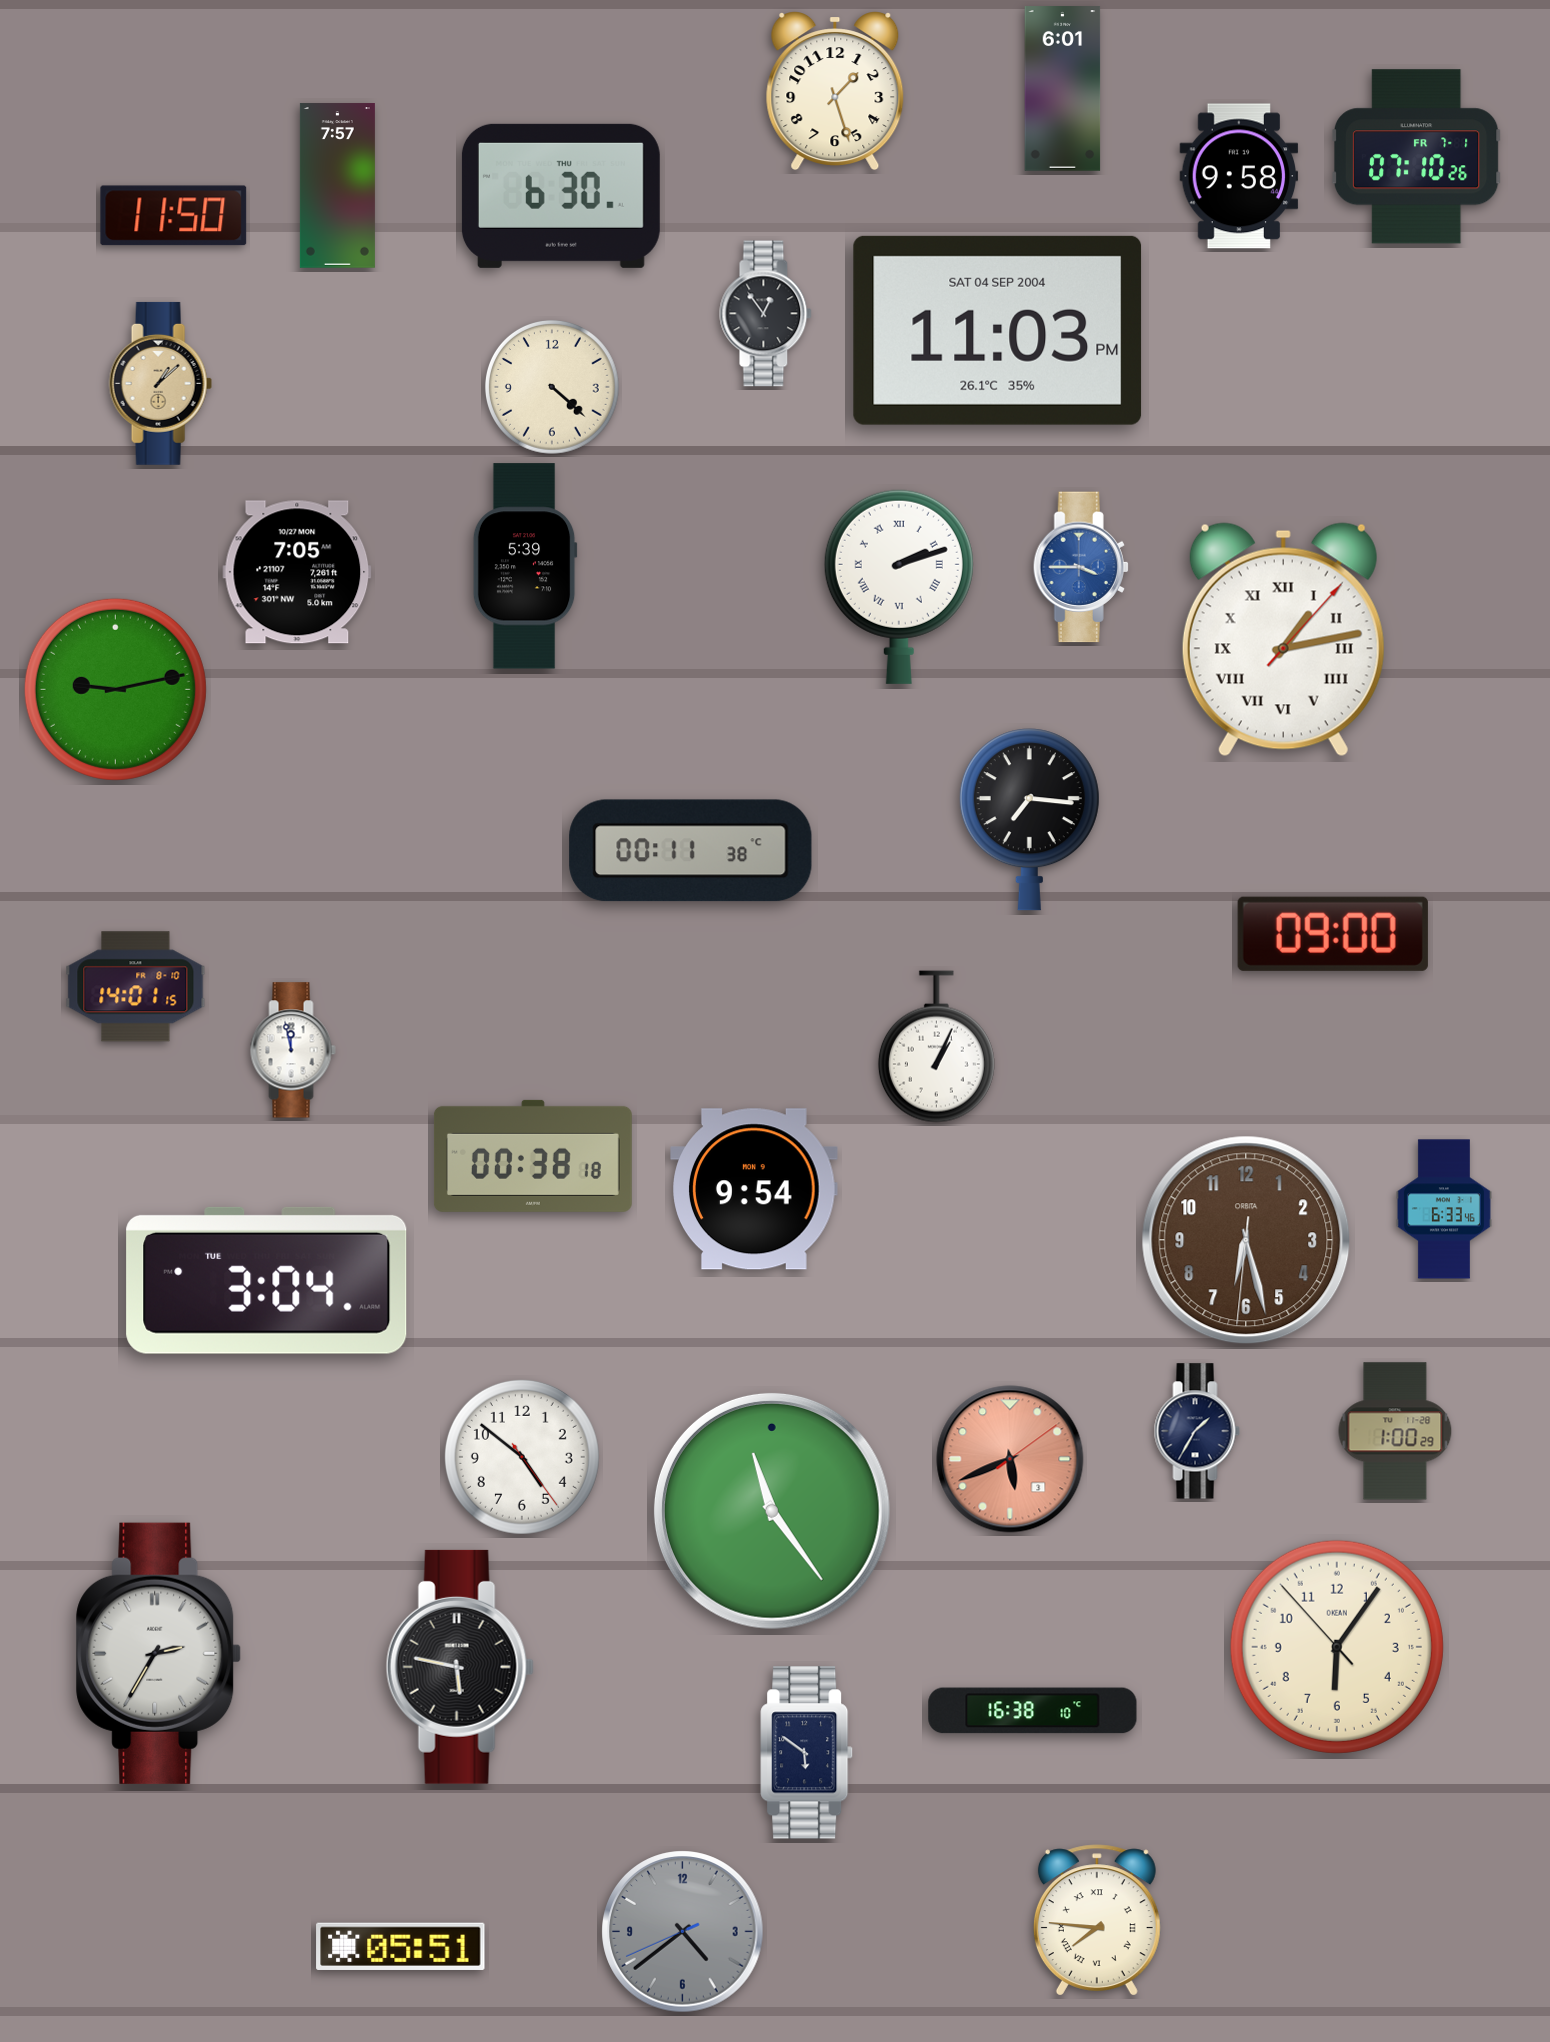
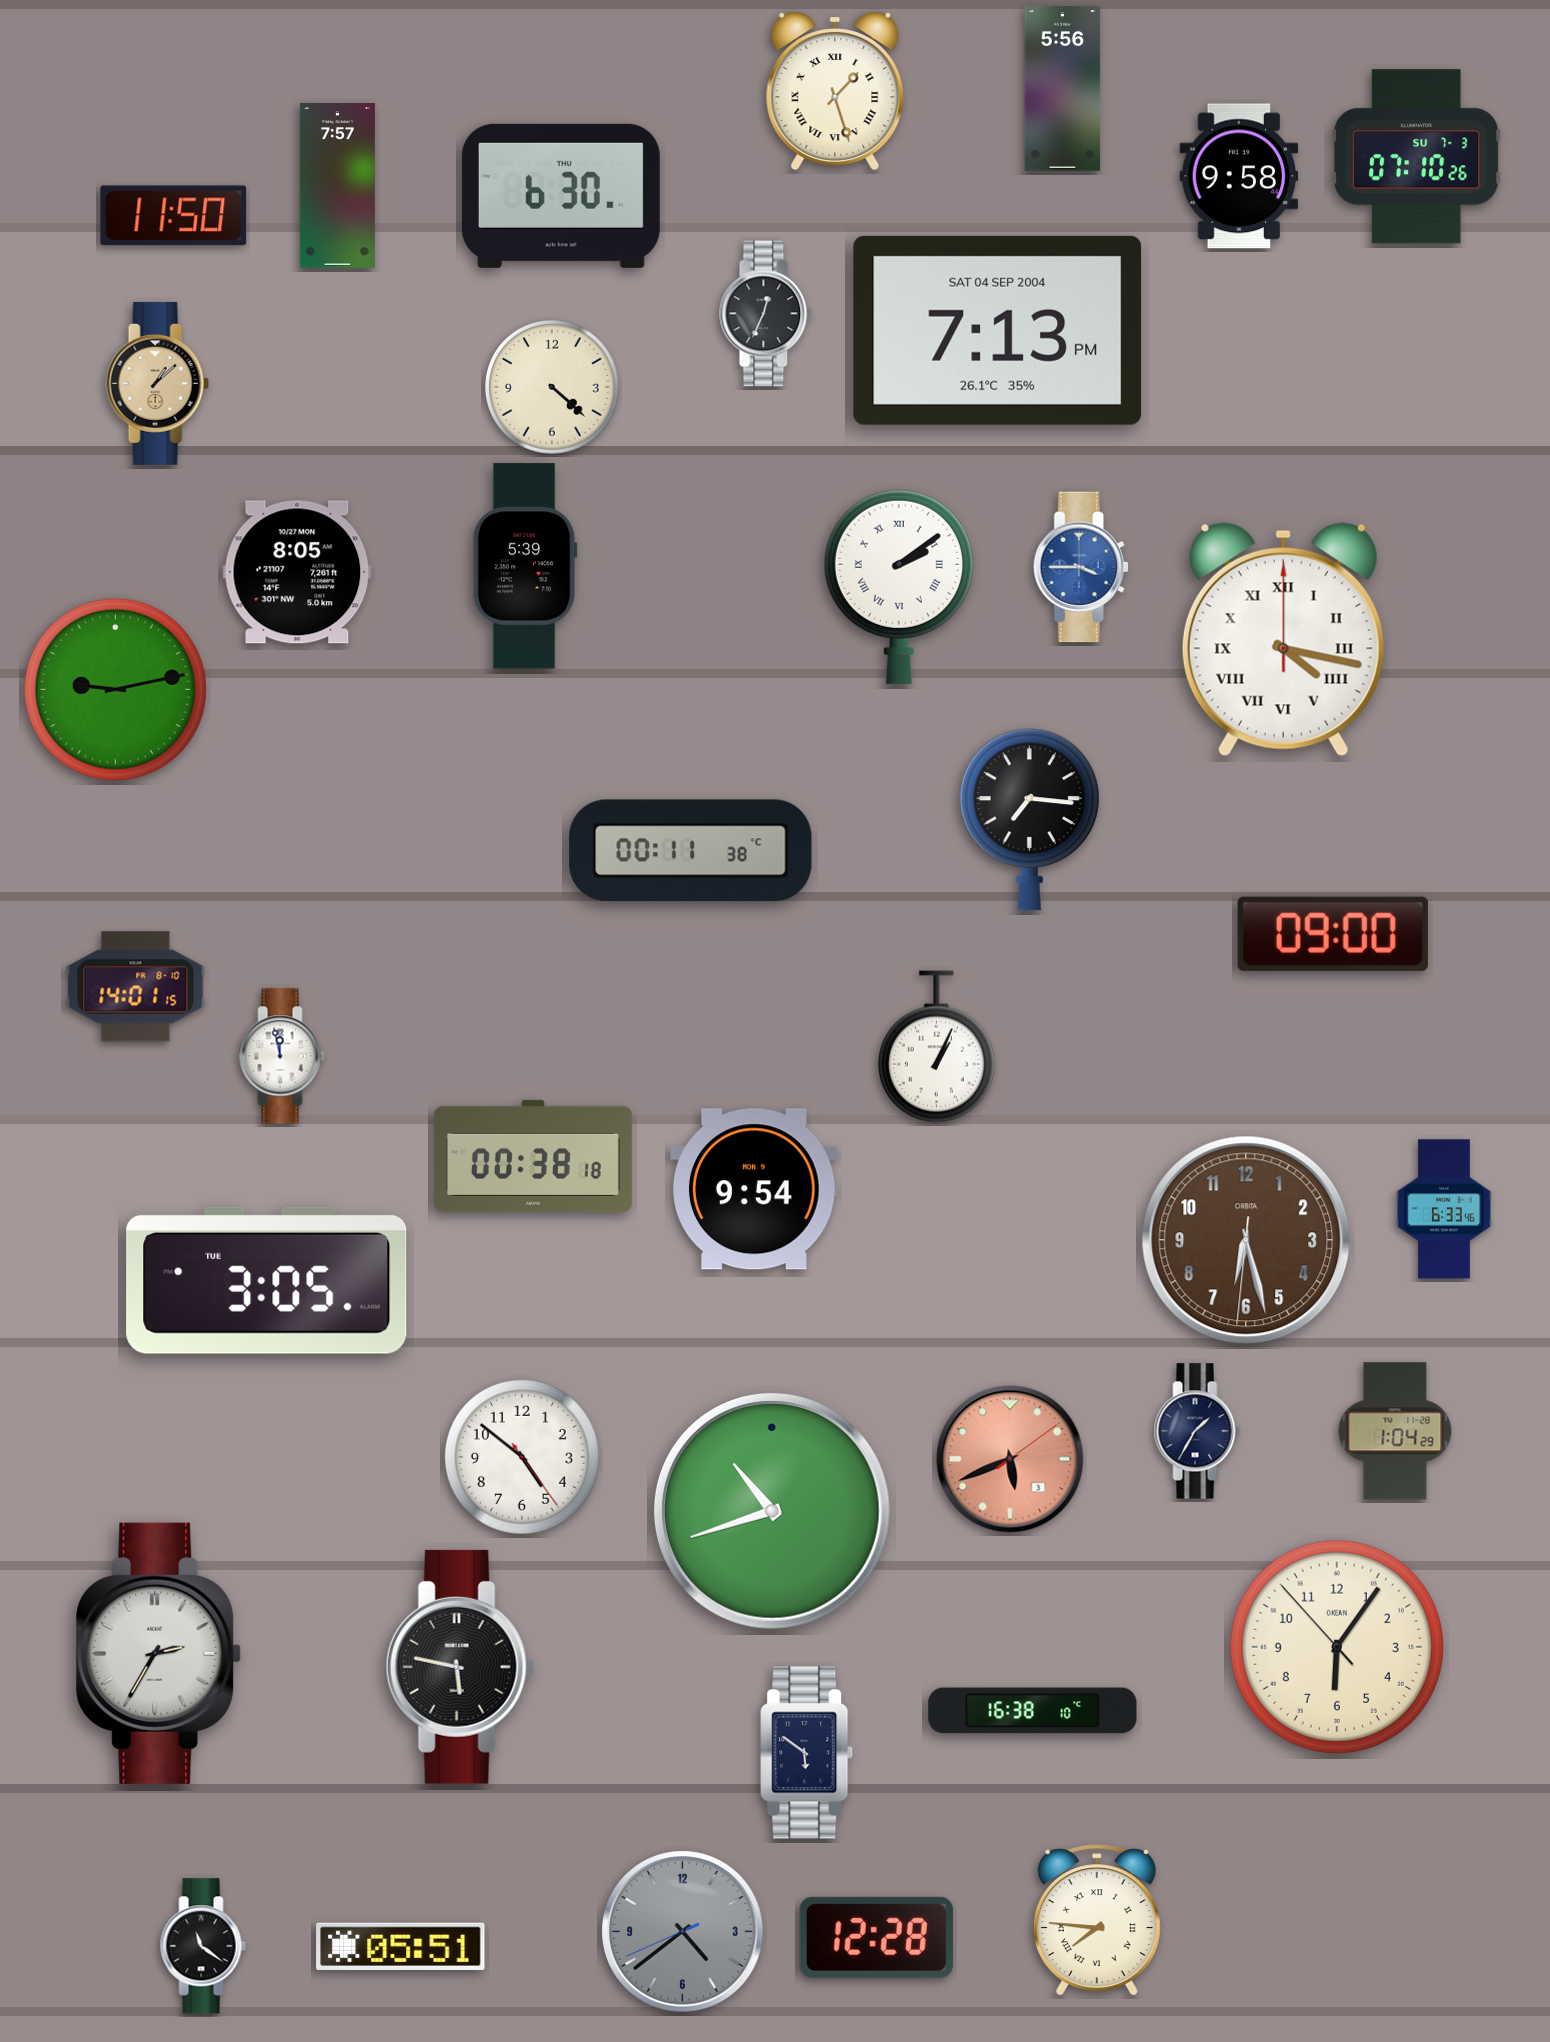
clock at (1063, 89): 6:01 -> 5:56
clock at (835, 91) numerals: Arabic -> Roman
clock at (1416, 157) date: FR 7-1 -> SU 7-3
clock at (766, 314): 12:54 -> 12:34
clock at (998, 330): 11:03 -> 7:13
clock at (160, 383) position: (160, 383) -> (157, 383)
clock at (297, 572): 7:05 -> 8:05
clock at (899, 587): 2:12 -> 2:09
clock at (1283, 640): 1:13 -> 4:17
clock at (293, 1050) position: (293, 1050) -> (282, 1056)
clock at (267, 1280): 3:04 -> 3:05
clock at (1395, 1431): 1:00 -> 1:04
clock at (772, 1511): 11:24 -> 10:42
clock at (876, 1937): none -> 12:28
clock at (203, 1946): none -> 11:21
